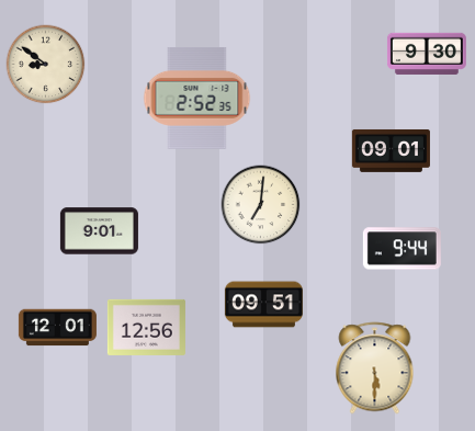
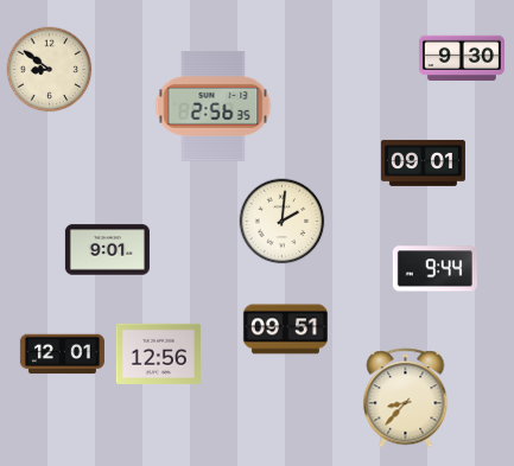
clock at (197, 99): 2:52 -> 2:56
clock at (261, 205): 7:01 -> 2:01
clock at (375, 368): 5:30 -> 8:37
